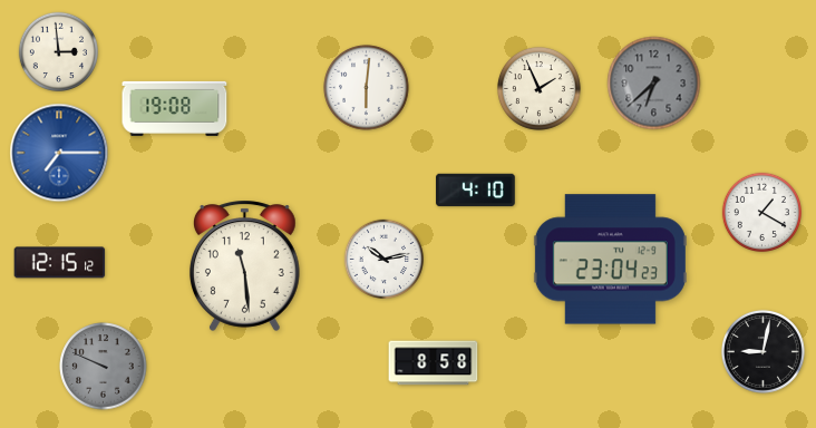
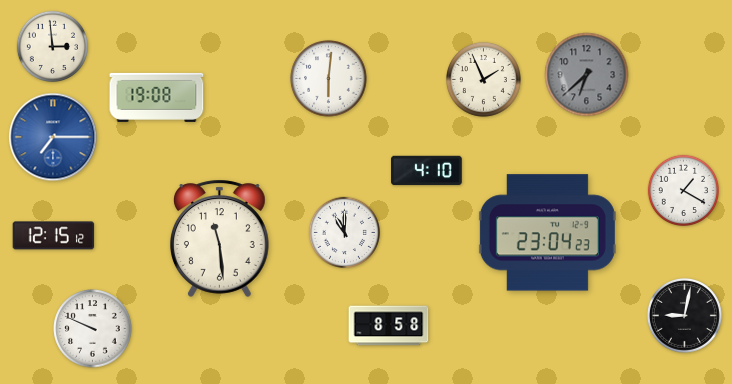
clock at (383, 259): 10:13 -> 11:00
clock at (104, 367) dial: grey -> white
